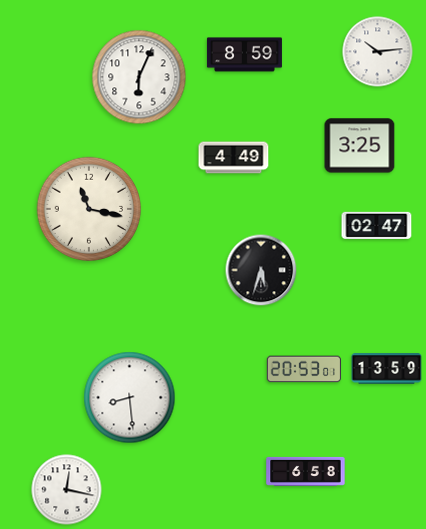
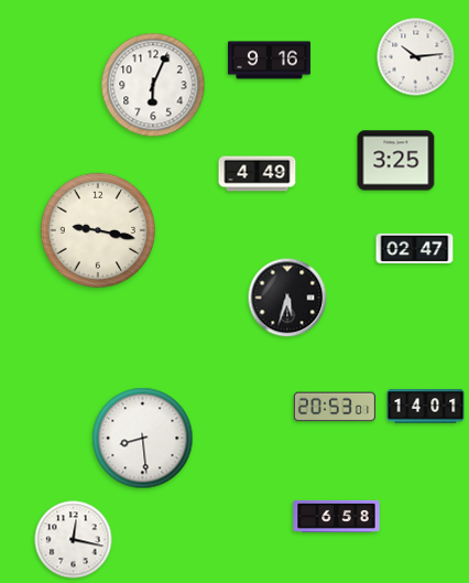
clock at (244, 55): 8:59 -> 9:16
clock at (89, 209): 11:17 -> 9:17
clock at (387, 369): 13:59 -> 14:01
clock at (306, 471) position: (306, 471) -> (337, 516)
